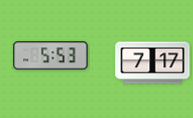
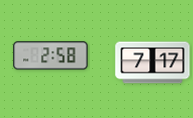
clock at (51, 56): 5:53 -> 2:58
